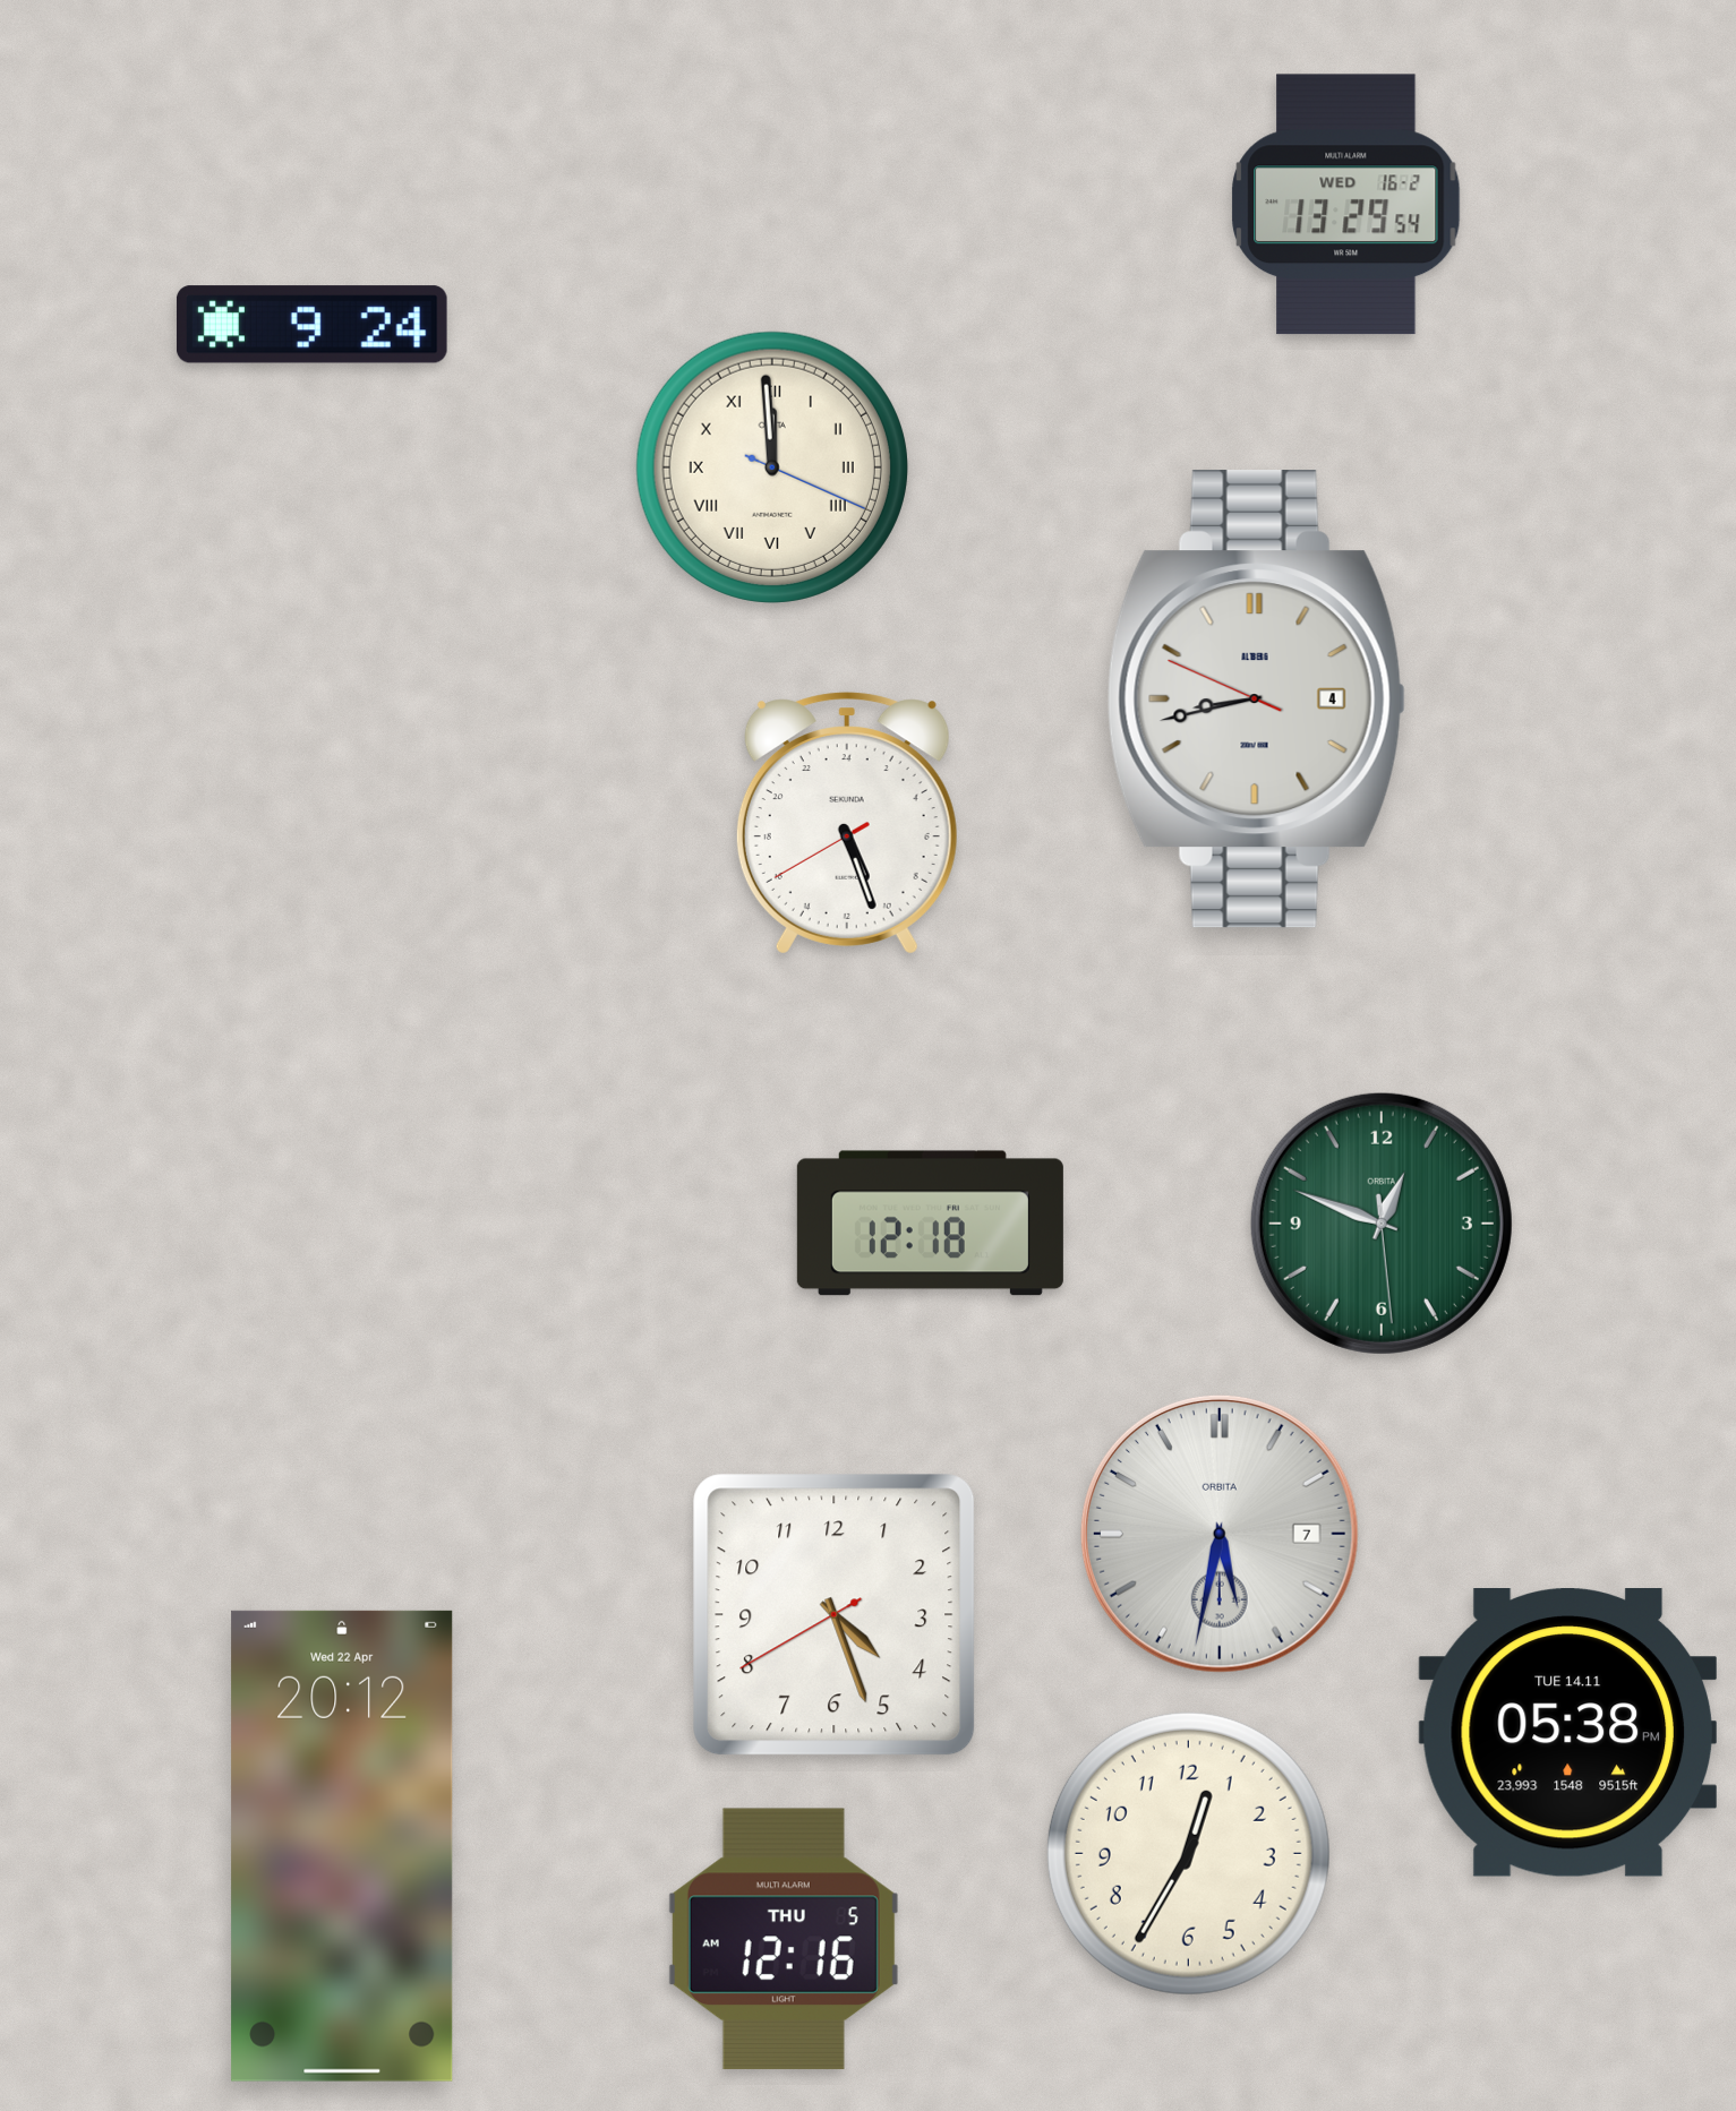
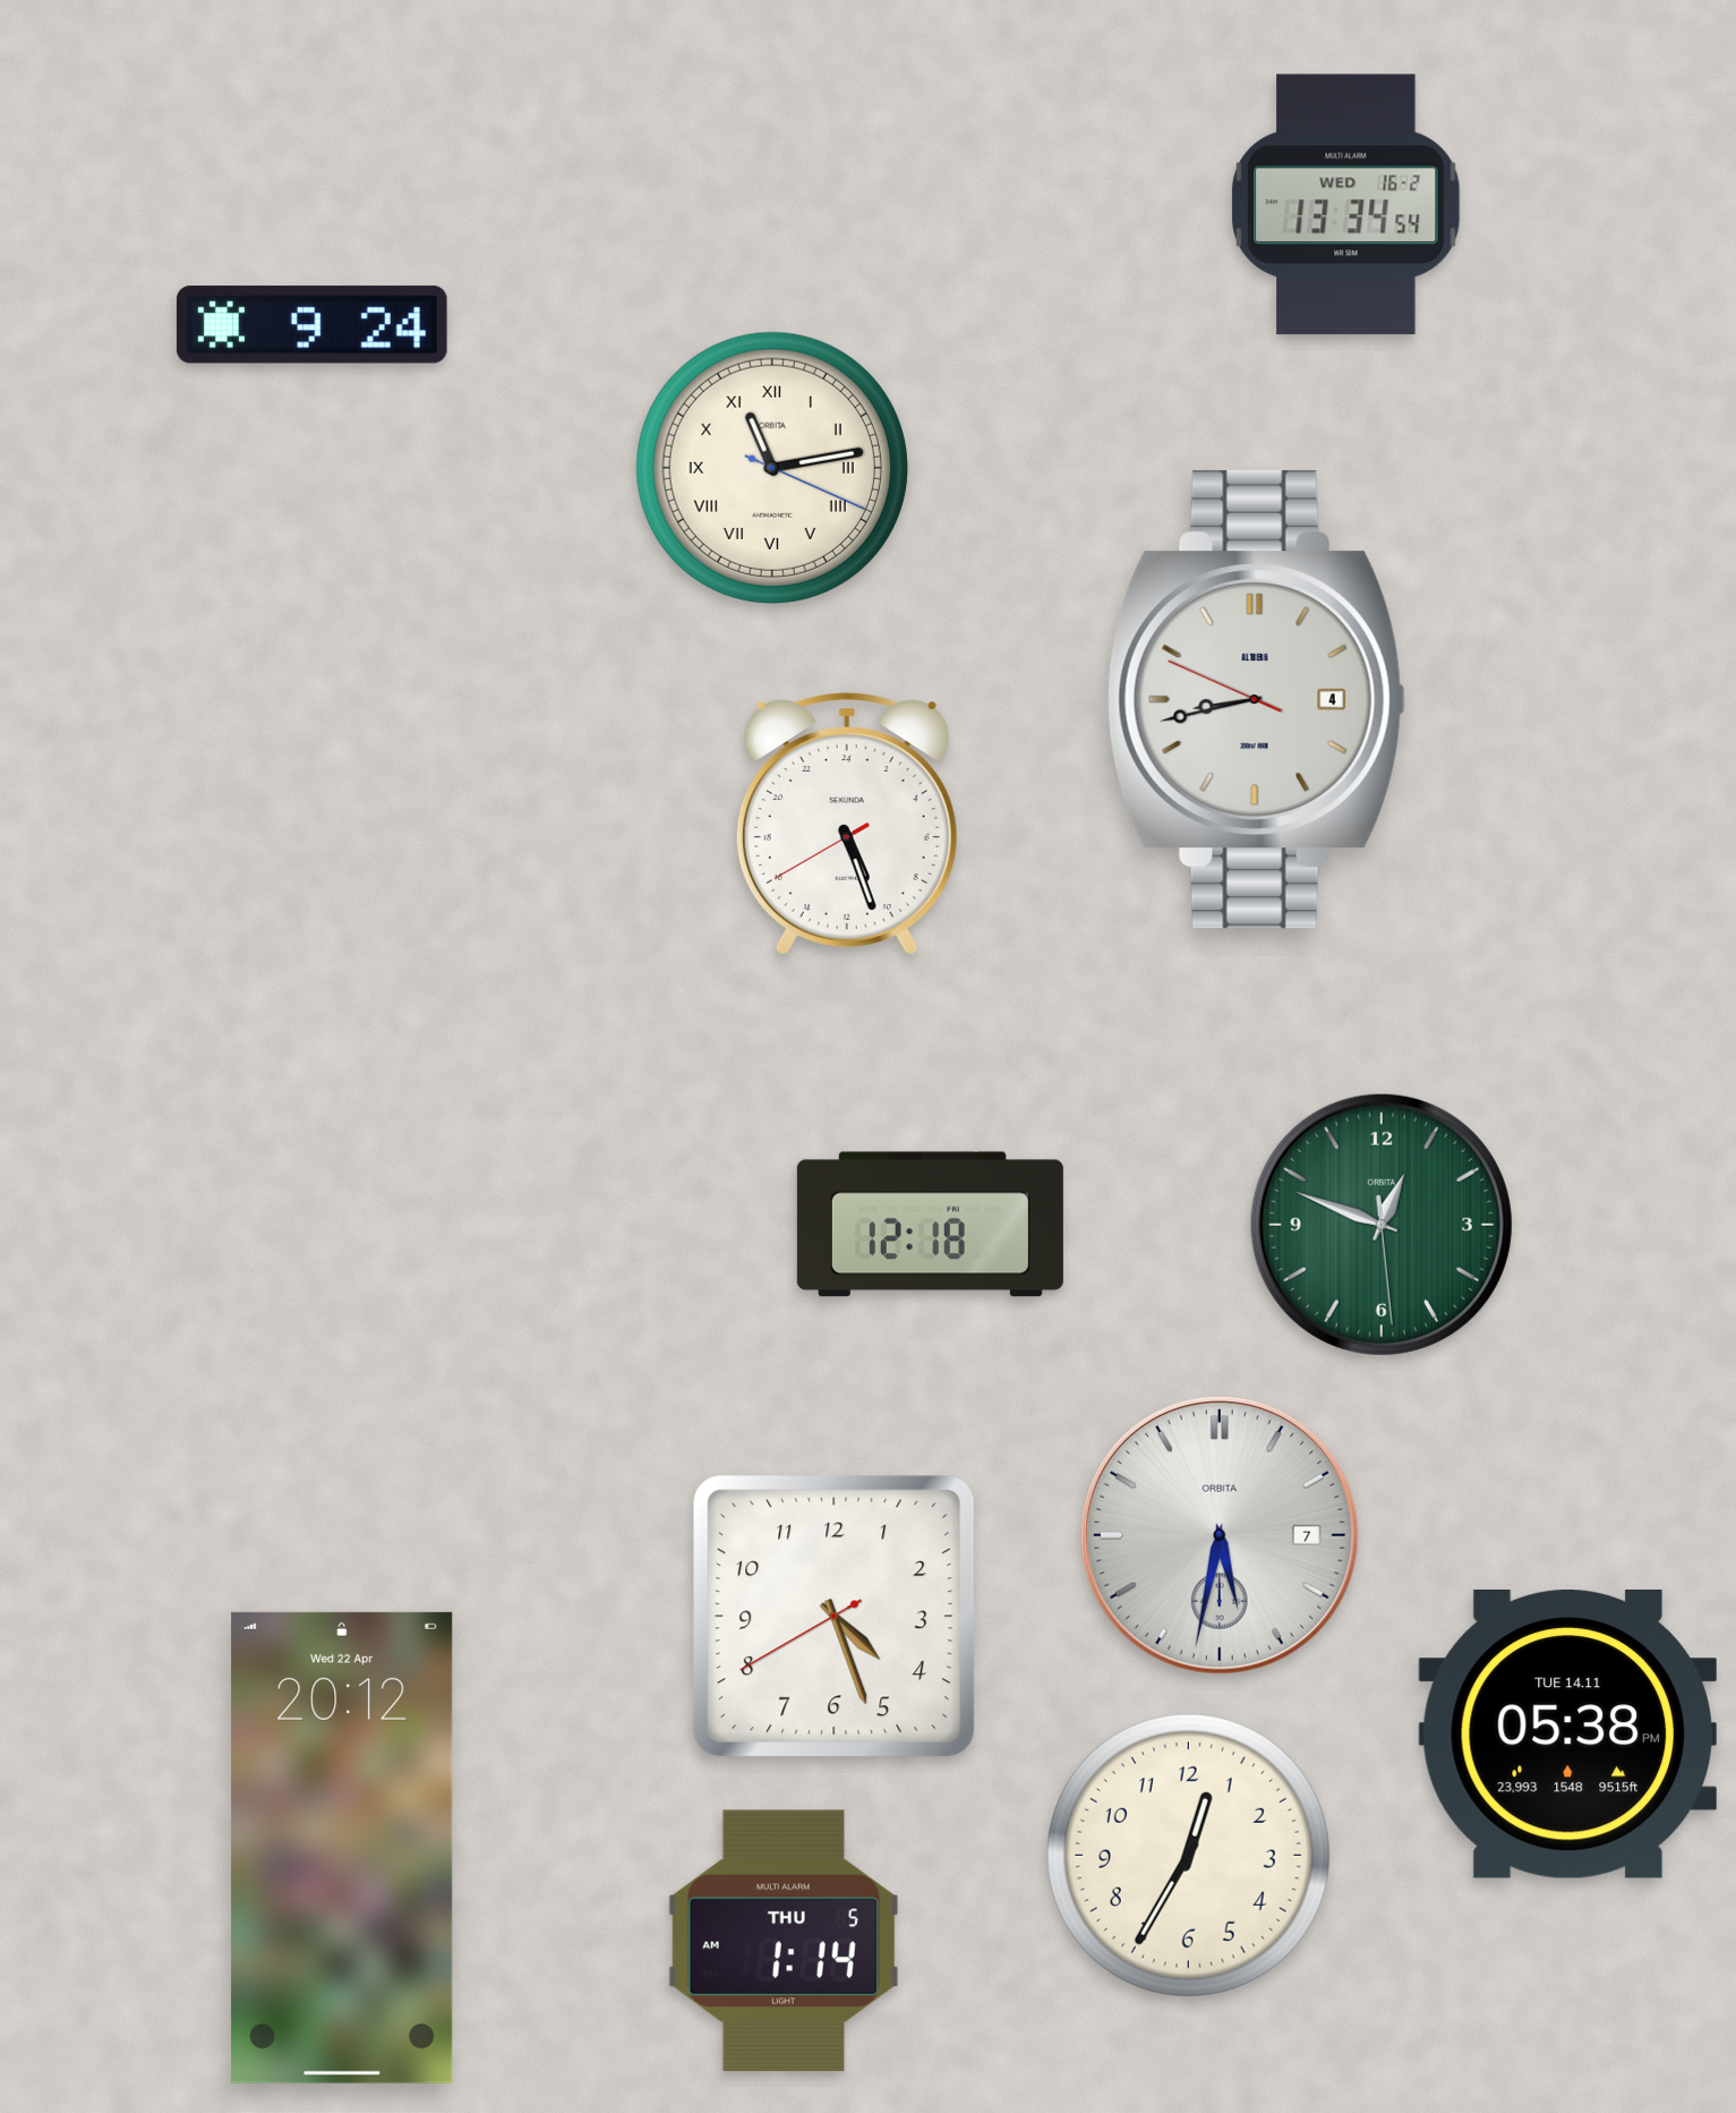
clock at (1346, 205): 13:29 -> 13:34
clock at (772, 467): 11:59 -> 11:13
clock at (784, 1939): 12:16 -> 1:14
